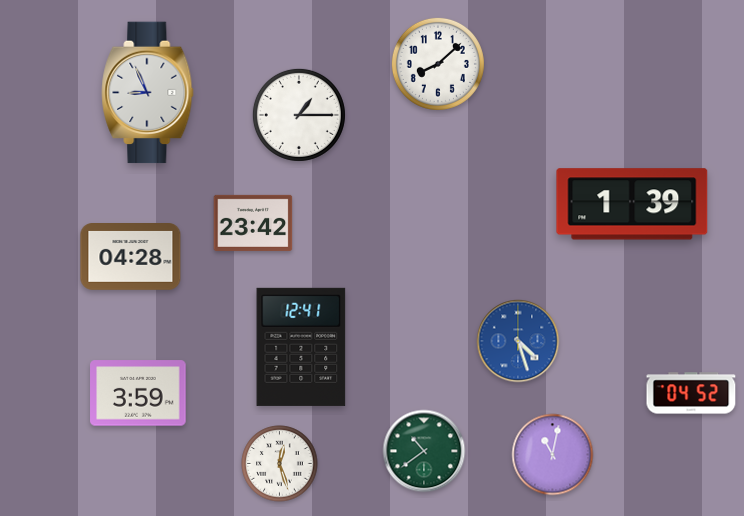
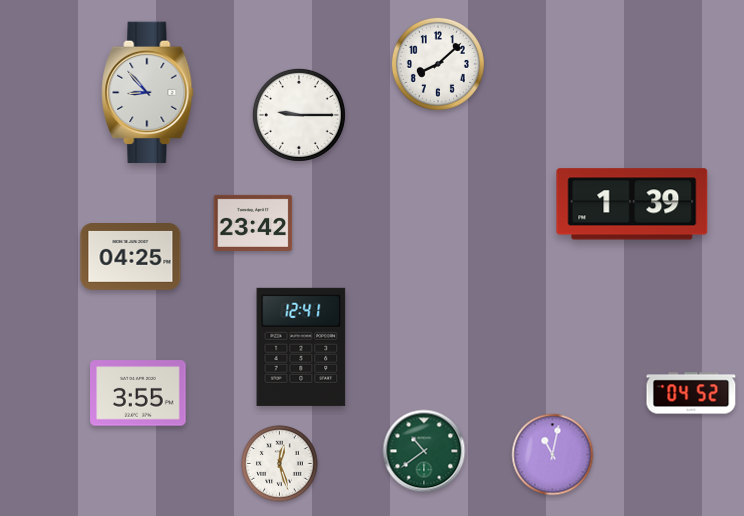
clock at (148, 93): 8:56 -> 8:53
clock at (299, 115): 1:15 -> 9:15
clock at (131, 257): 04:28 -> 04:25
clock at (518, 341): 4:27 -> none
clock at (138, 393): 3:59 -> 3:55
